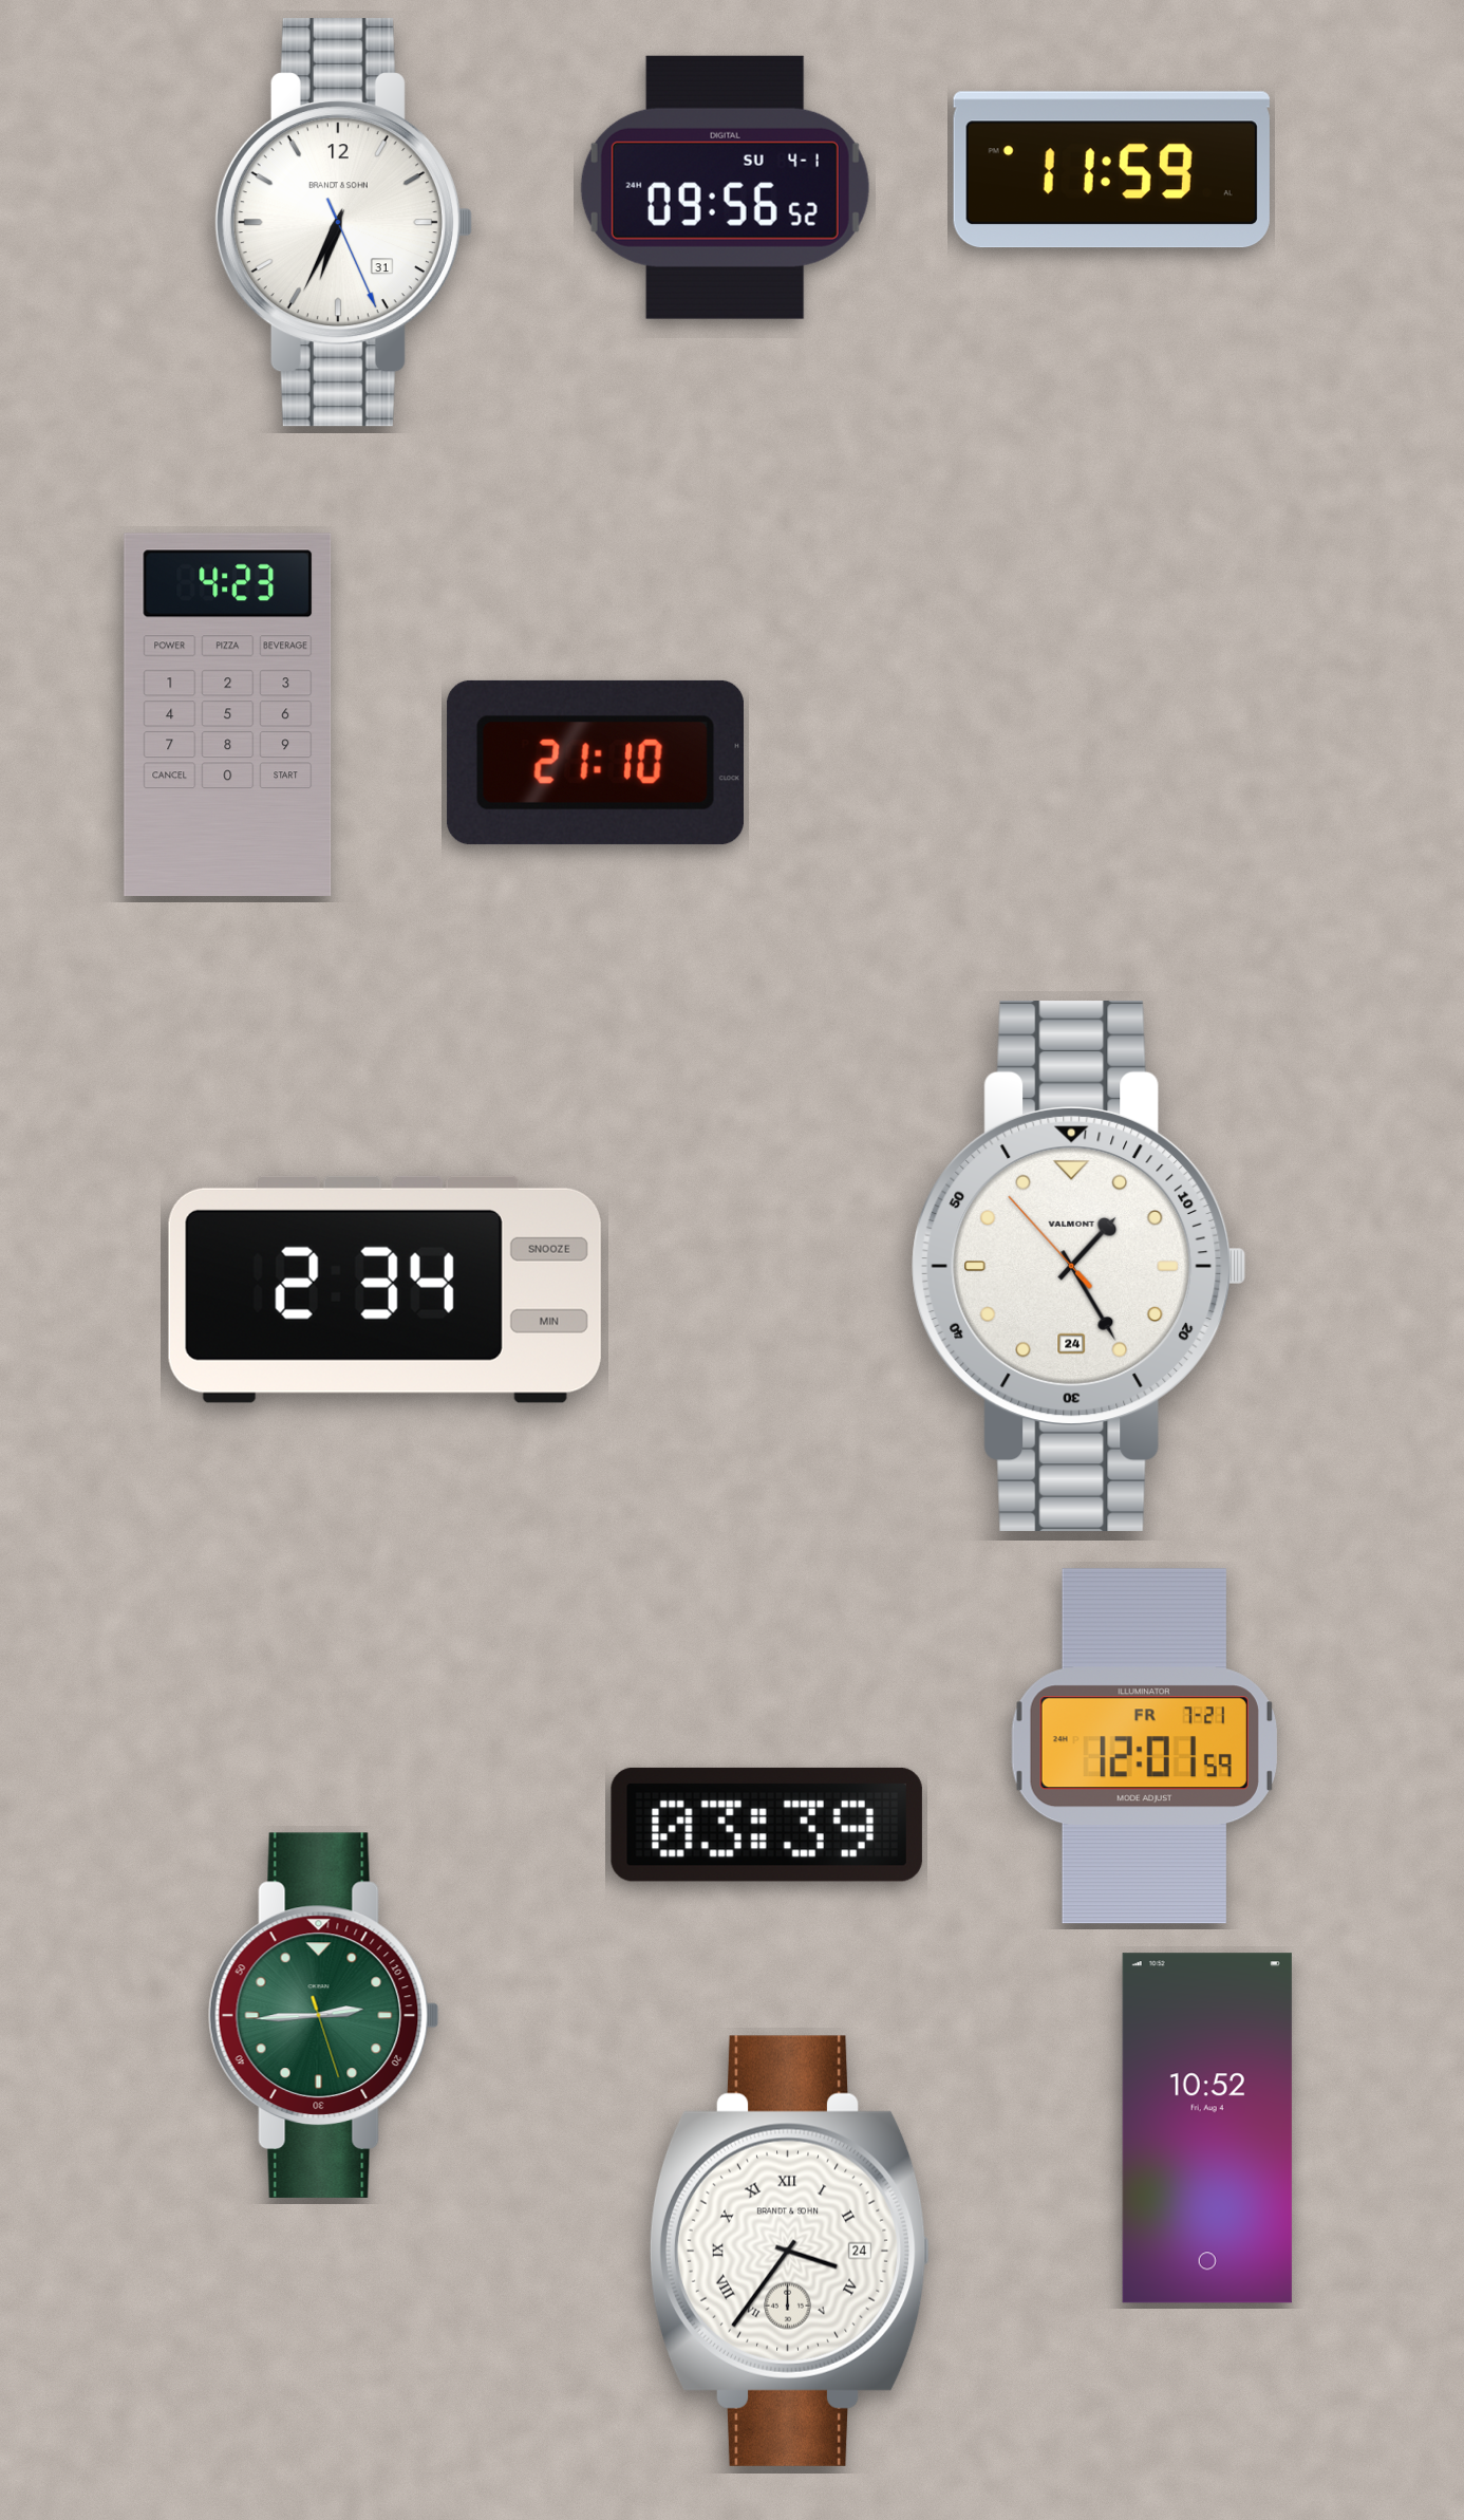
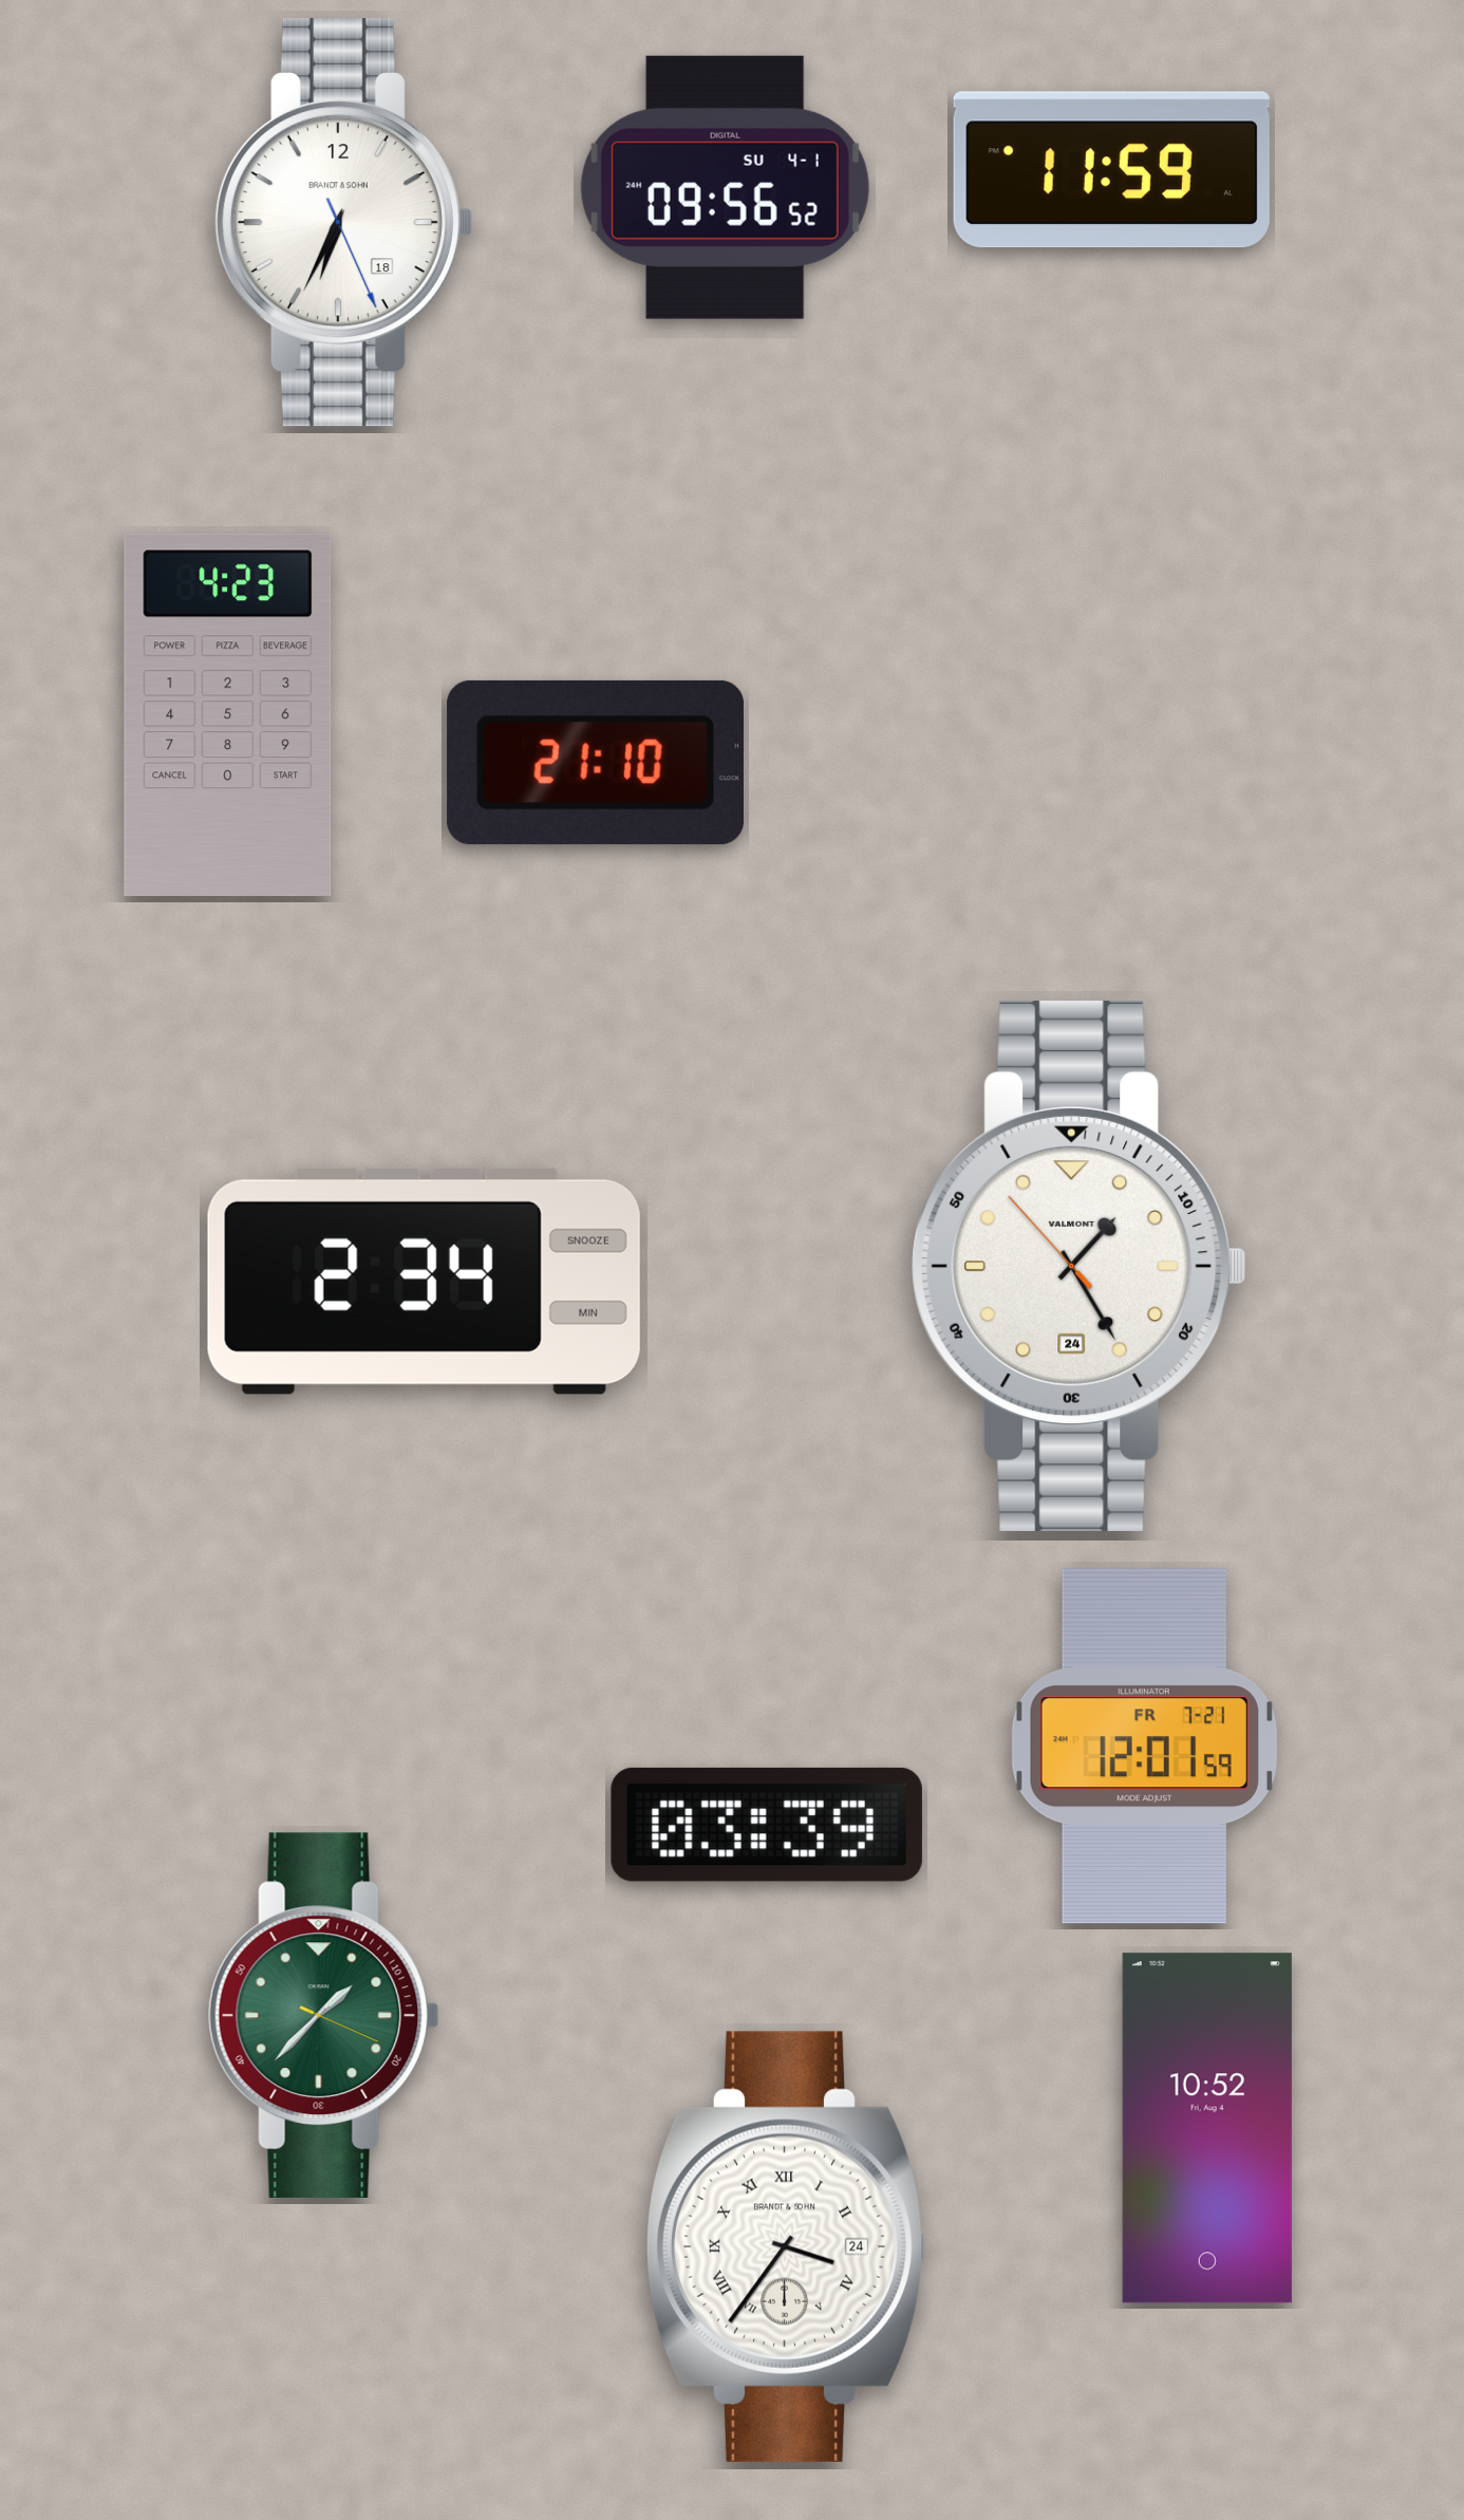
clock at (343, 223) date: 31 -> 18
clock at (384, 1289) position: (384, 1289) -> (424, 1281)
clock at (323, 2015): 2:44 -> 1:37
clock at (790, 2251) position: (790, 2251) -> (787, 2246)
